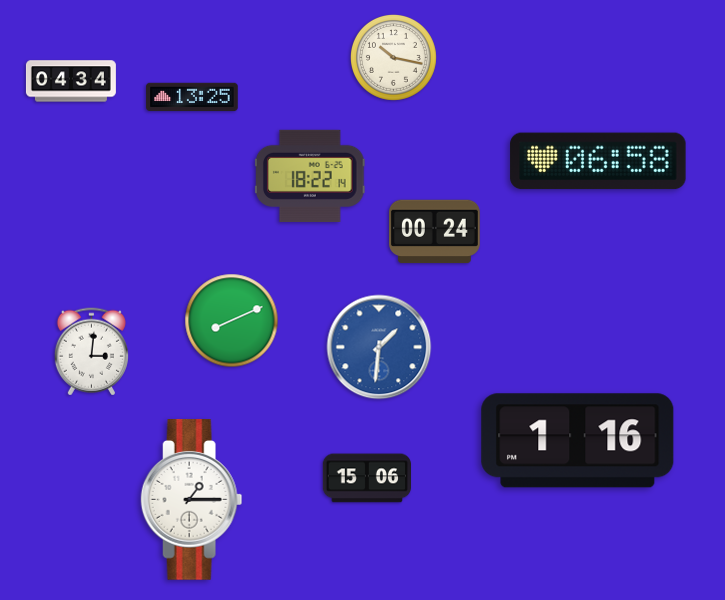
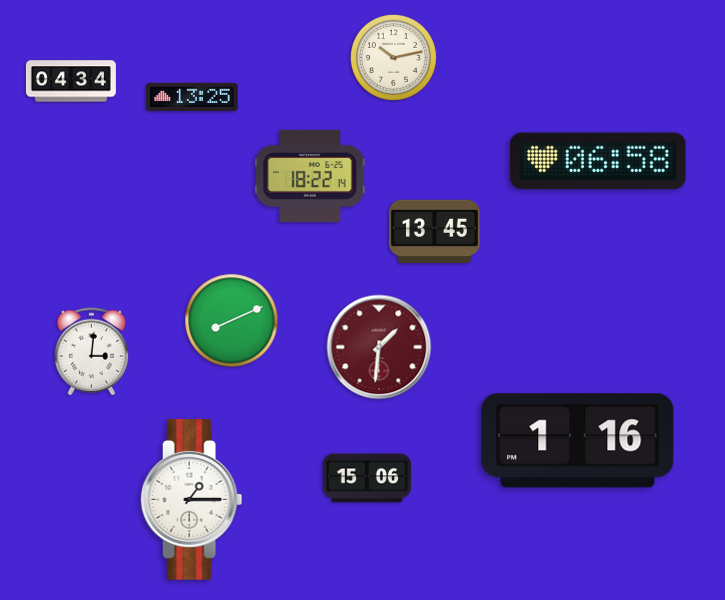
clock at (393, 57): 10:17 -> 10:13
clock at (435, 232): 00:24 -> 13:45
clock at (379, 347) dial: blue -> burgundy
